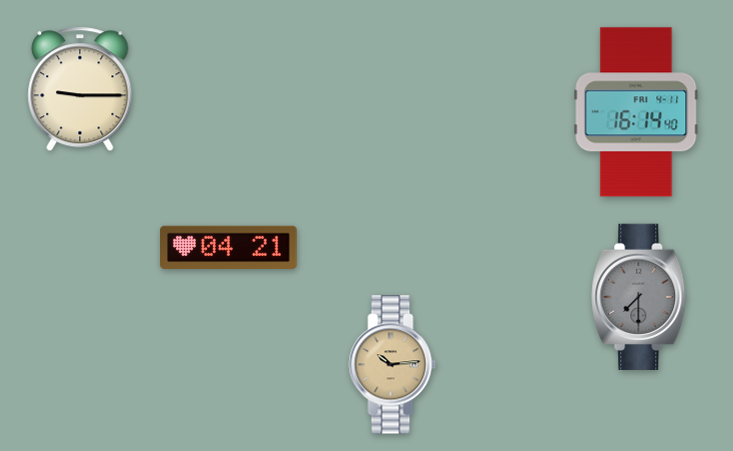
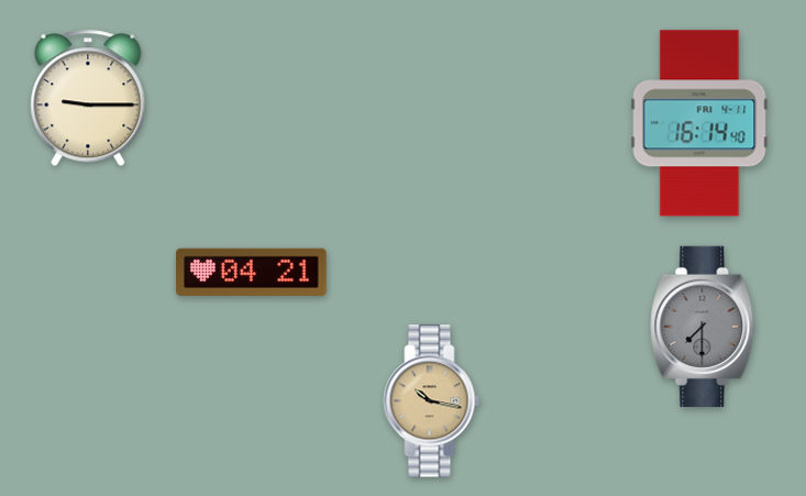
clock at (393, 365): 10:14 -> 10:17
